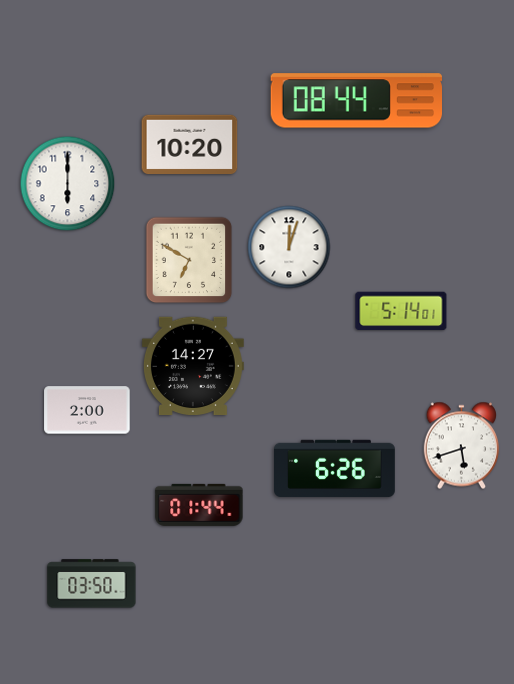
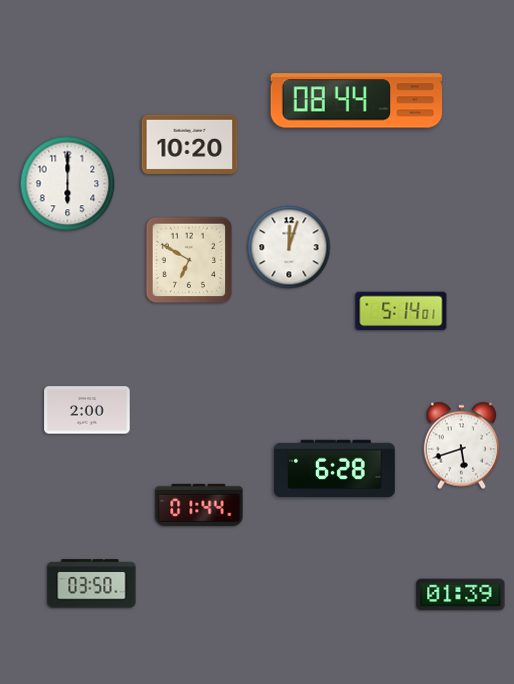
clock at (193, 366): 14:27 -> none
clock at (335, 469): 6:26 -> 6:28
clock at (461, 595): none -> 01:39
